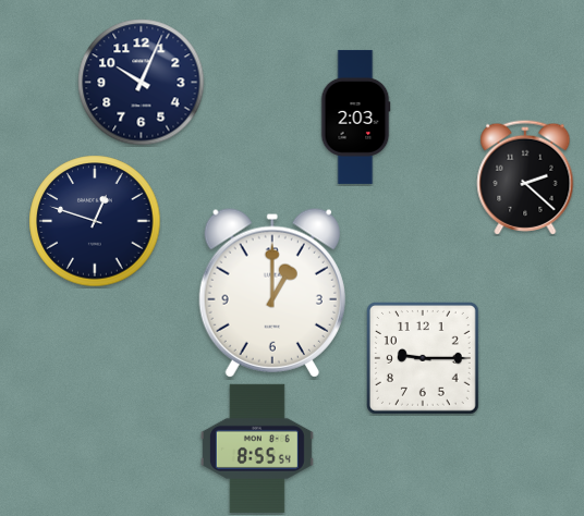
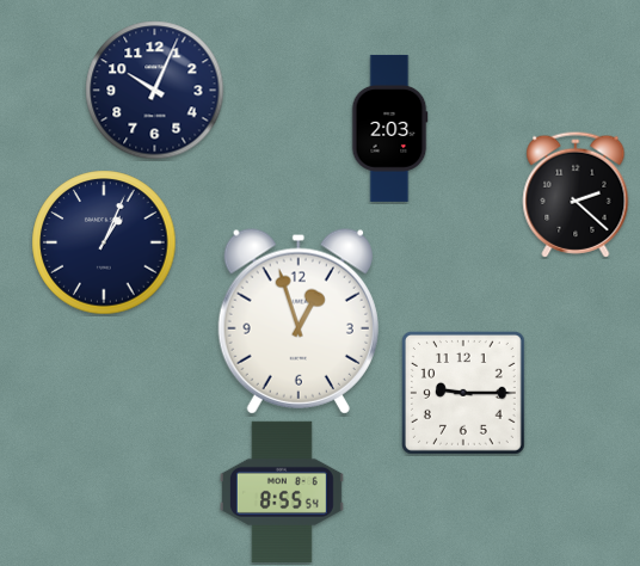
clock at (95, 221): 12:48 -> 1:04
clock at (272, 293): 1:00 -> 12:57
